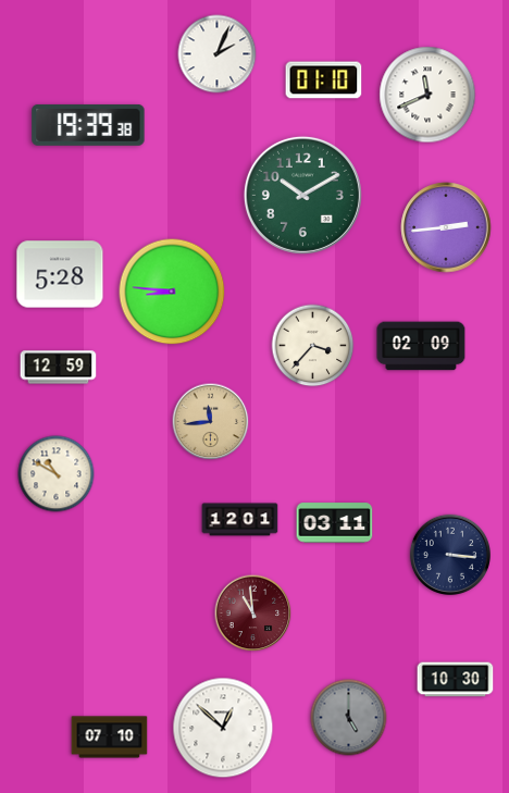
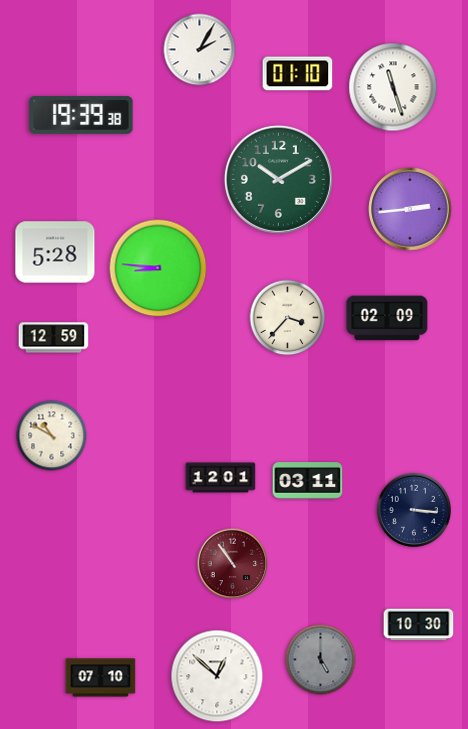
clock at (218, 54): 2:04 -> 2:05
clock at (427, 95): 11:41 -> 11:27
clock at (211, 422): 11:44 -> none
clock at (253, 614): 10:59 -> 10:54
clock at (223, 728) position: (223, 728) -> (217, 676)
